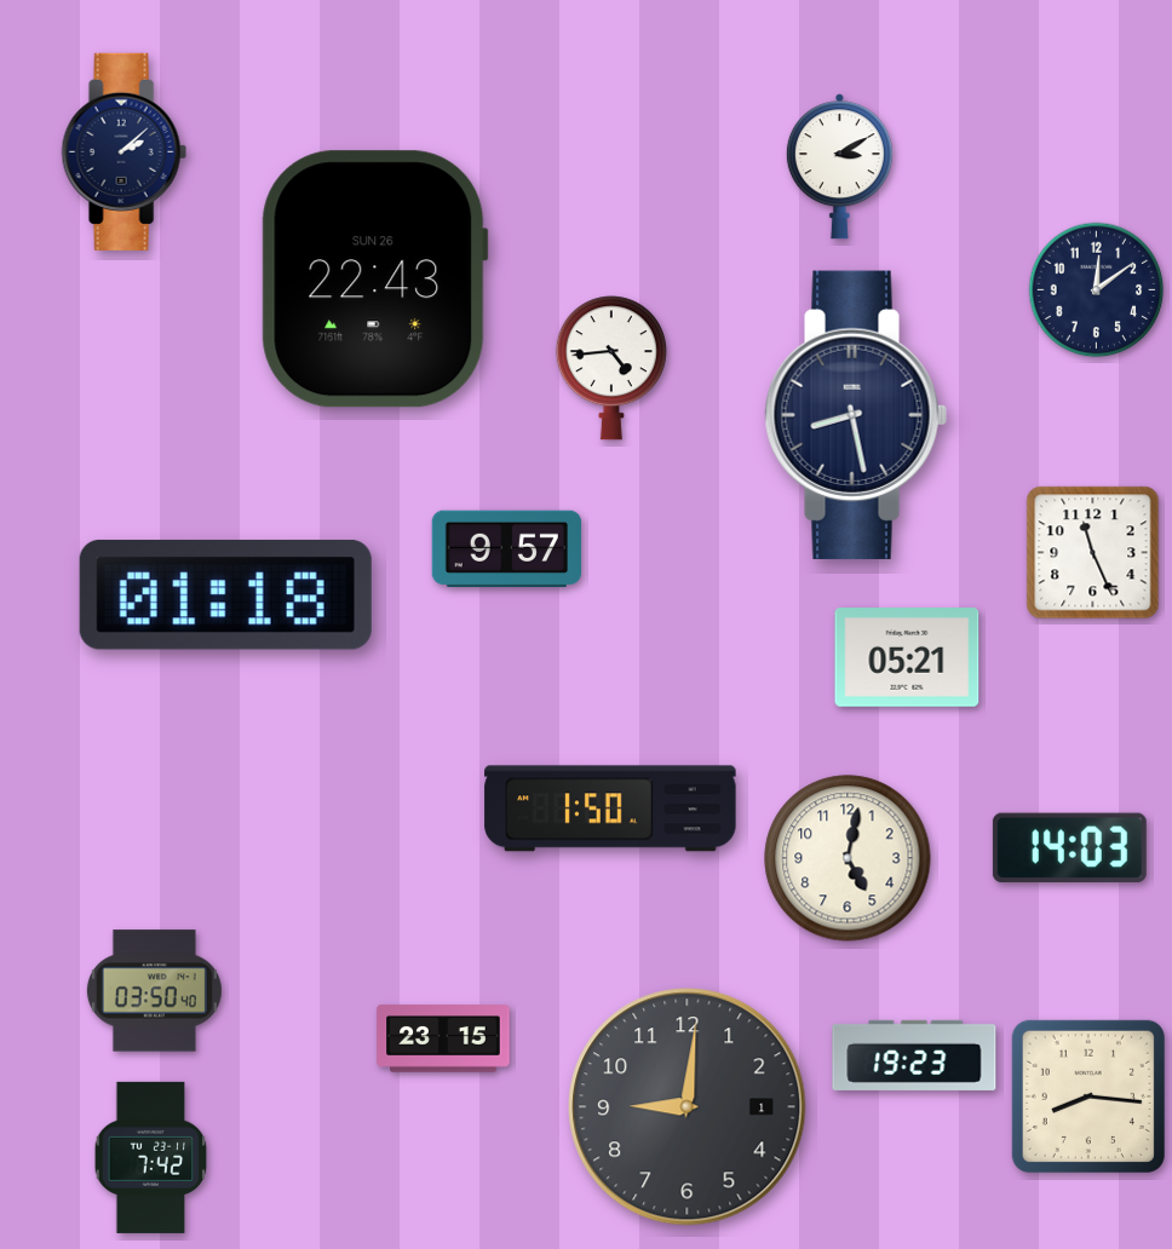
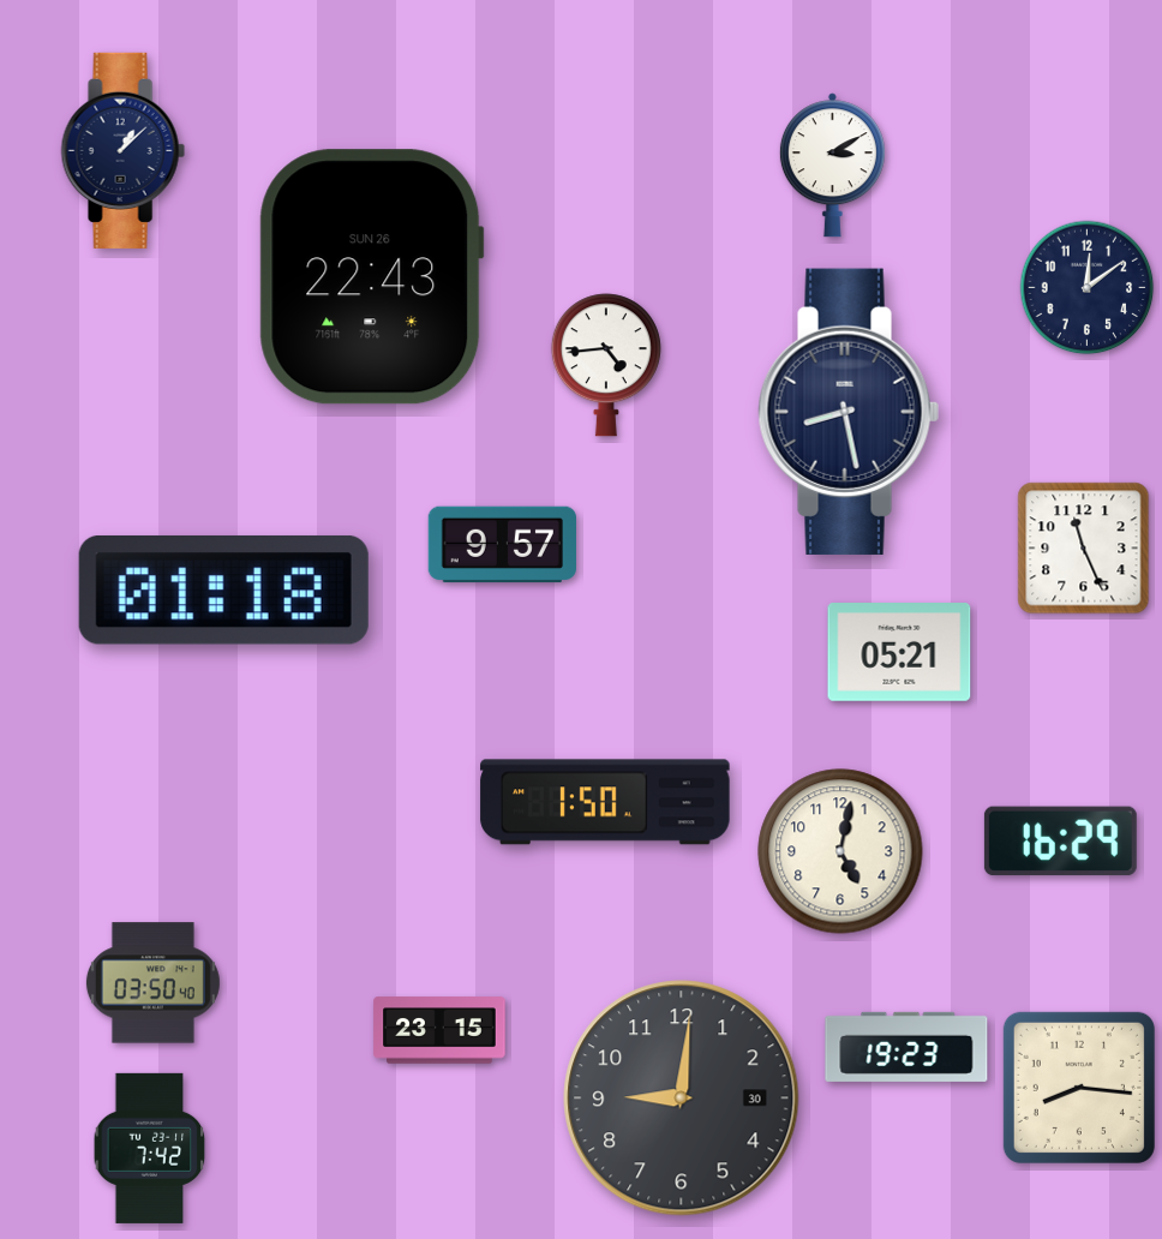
clock at (123, 151): 2:08 -> 1:08
clock at (1069, 848): 14:03 -> 16:29
clock at (688, 1107) date: 1 -> 30
